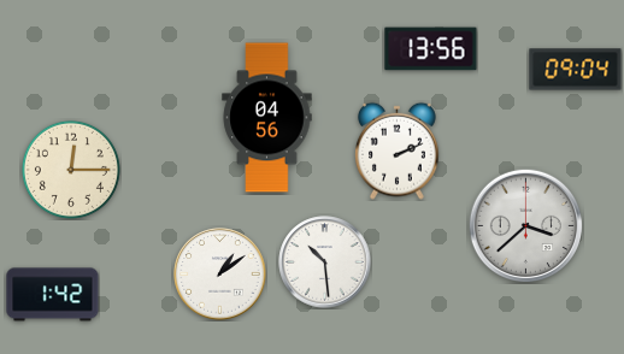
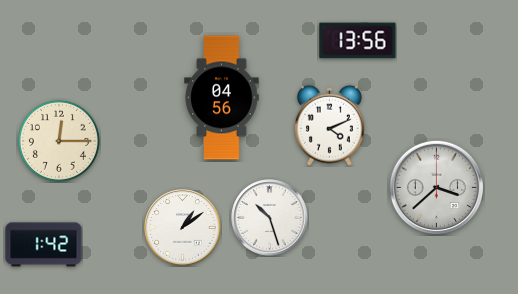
clock at (576, 70): 09:04 -> none
clock at (398, 151): 2:11 -> 4:11
clock at (325, 262): 10:29 -> 10:27
